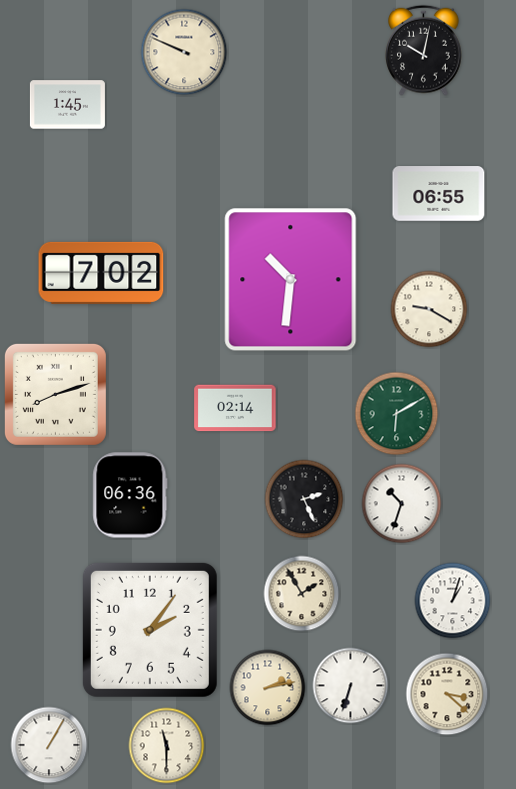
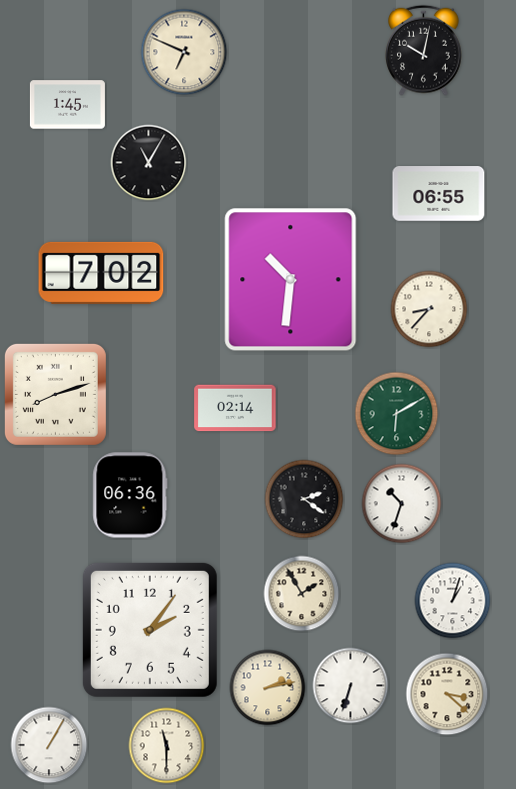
clock at (184, 52): 9:49 -> 6:49
clock at (149, 163): none -> 11:05
clock at (429, 309): 9:20 -> 8:37
clock at (304, 499): 2:26 -> 2:21
